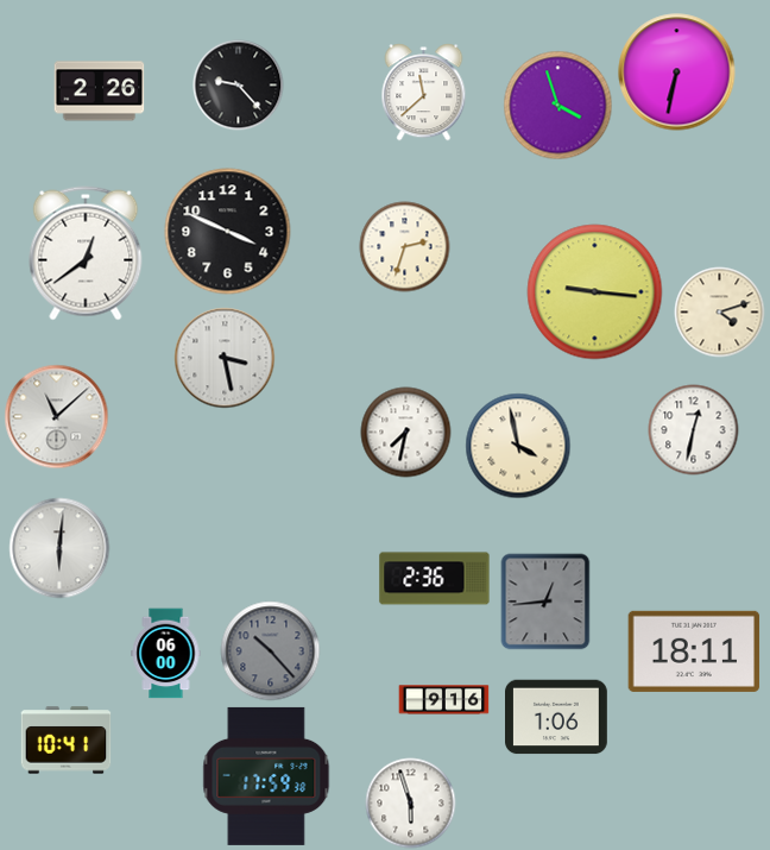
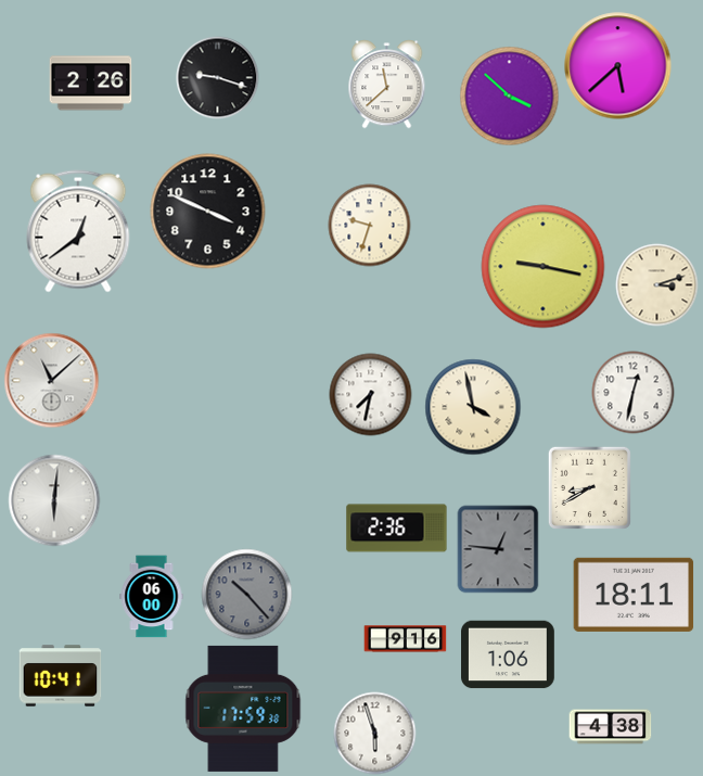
clock at (677, 73): 6:32 -> 5:38
clock at (239, 86): 9:23 -> 9:18
clock at (558, 106): 3:57 -> 3:52
clock at (405, 247): 2:33 -> 9:33
clock at (595, 292): 9:16 -> 9:17
clock at (720, 313): 4:12 -> 3:12
clock at (225, 358): 3:28 -> none
clock at (589, 487): none -> 8:40
clock at (545, 602): 12:44 -> 12:46
clock at (611, 727): none -> 4:38
